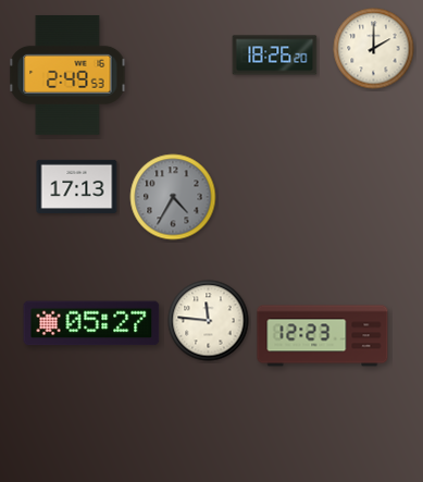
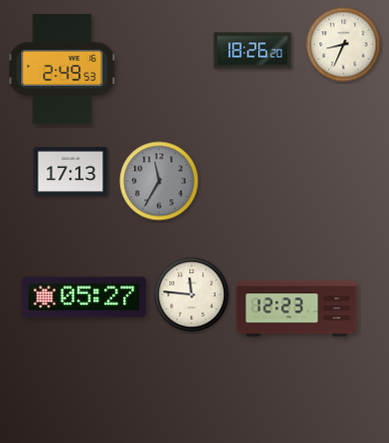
clock at (374, 49): 2:00 -> 8:34
clock at (173, 197): 4:35 -> 11:35
